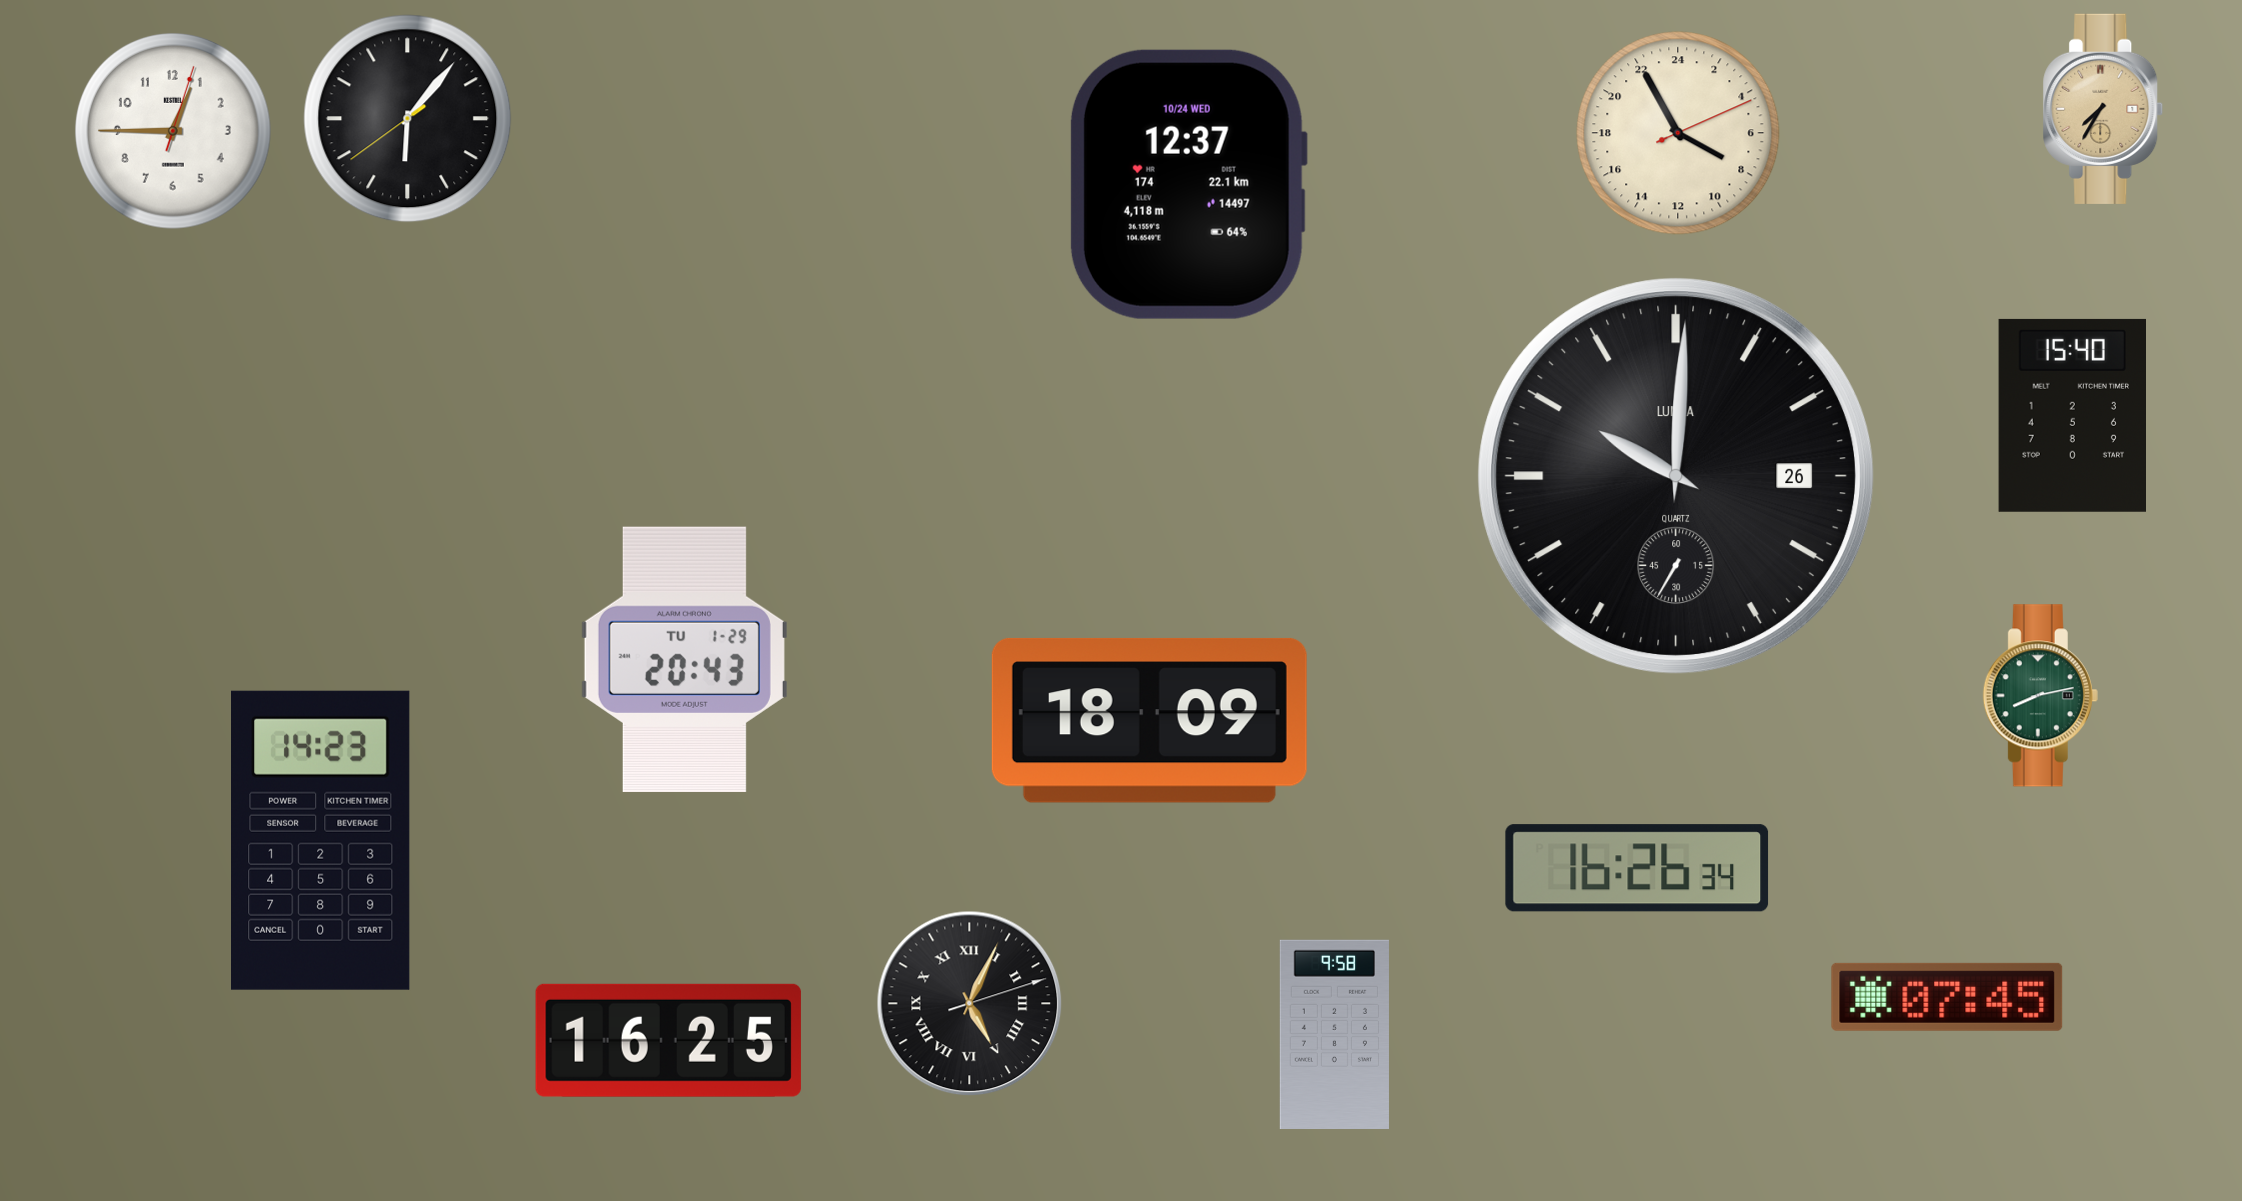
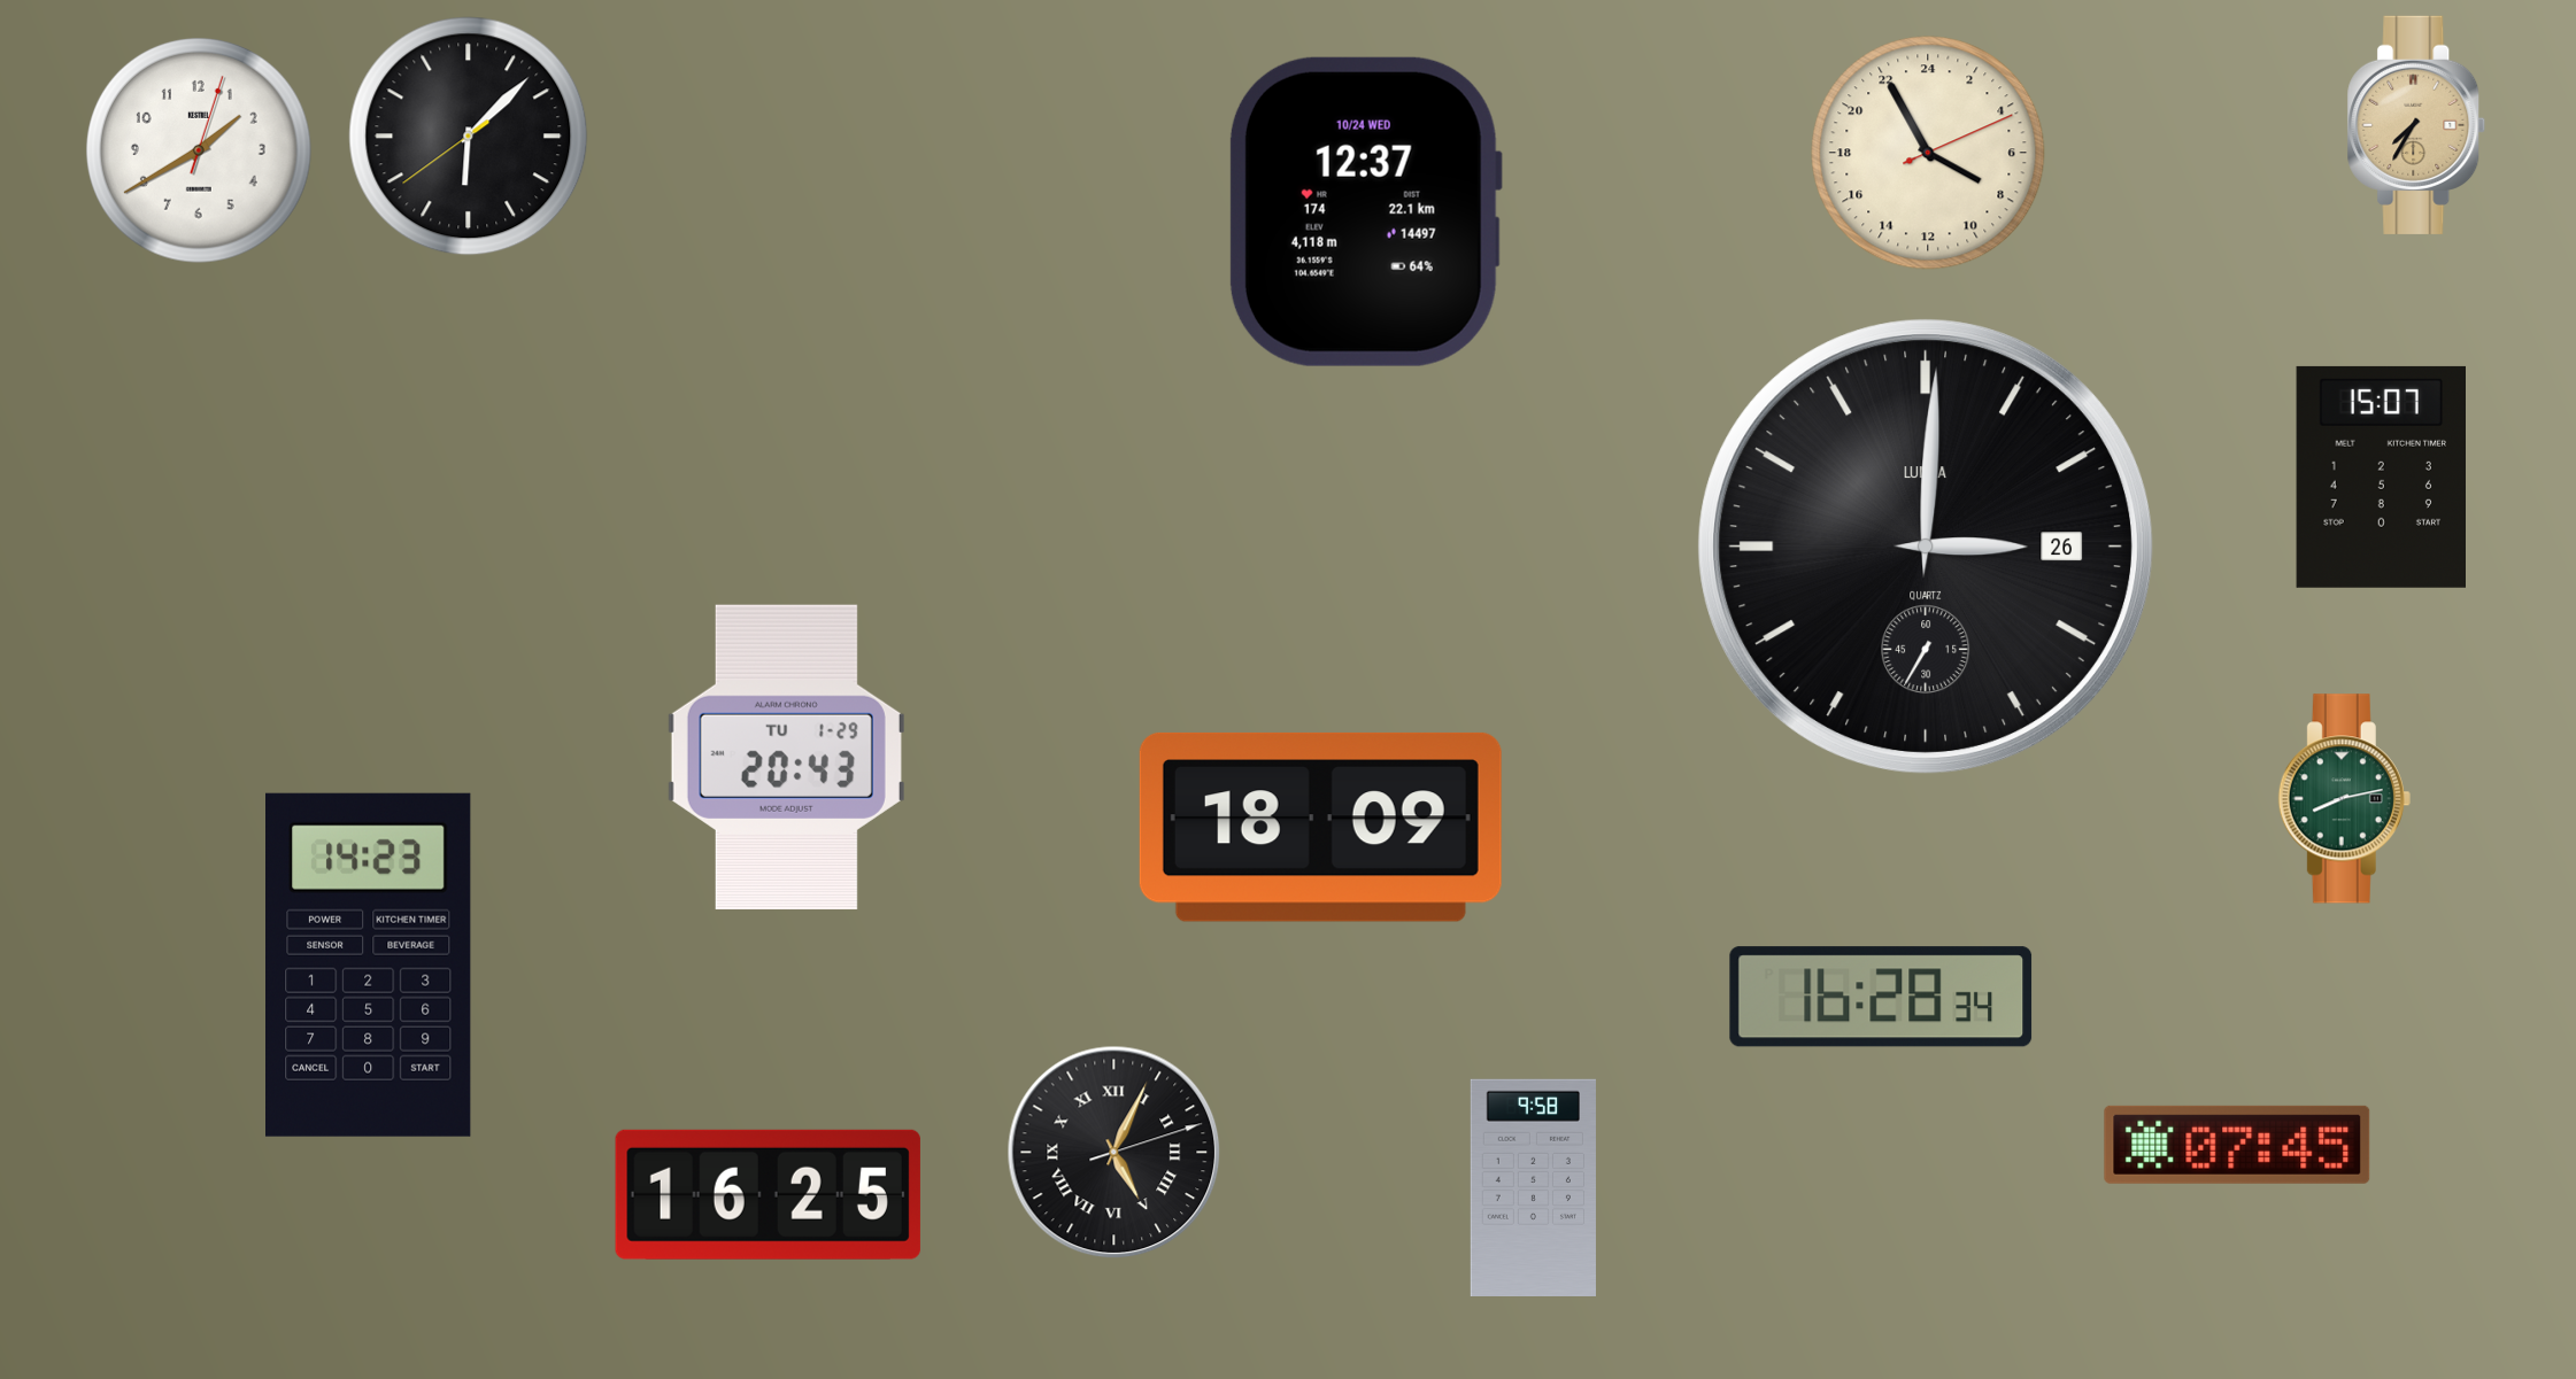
clock at (408, 119): 6:06 -> 6:07
clock at (173, 131): 12:45 -> 1:40
clock at (2072, 415): 15:40 -> 15:07
clock at (1676, 476): 10:00 -> 3:00
clock at (1637, 868): 16:26 -> 16:28
